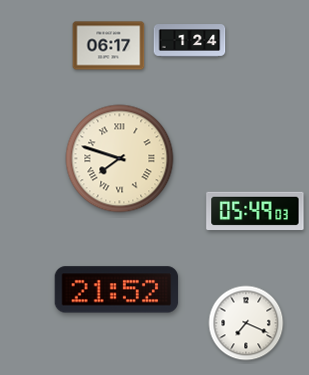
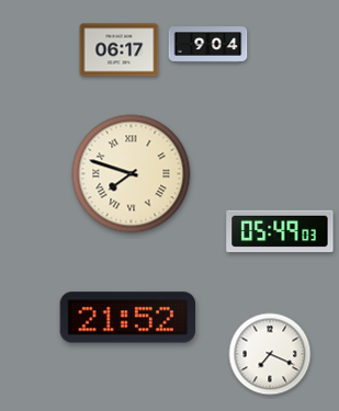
clock at (190, 41): 1:24 -> 9:04
